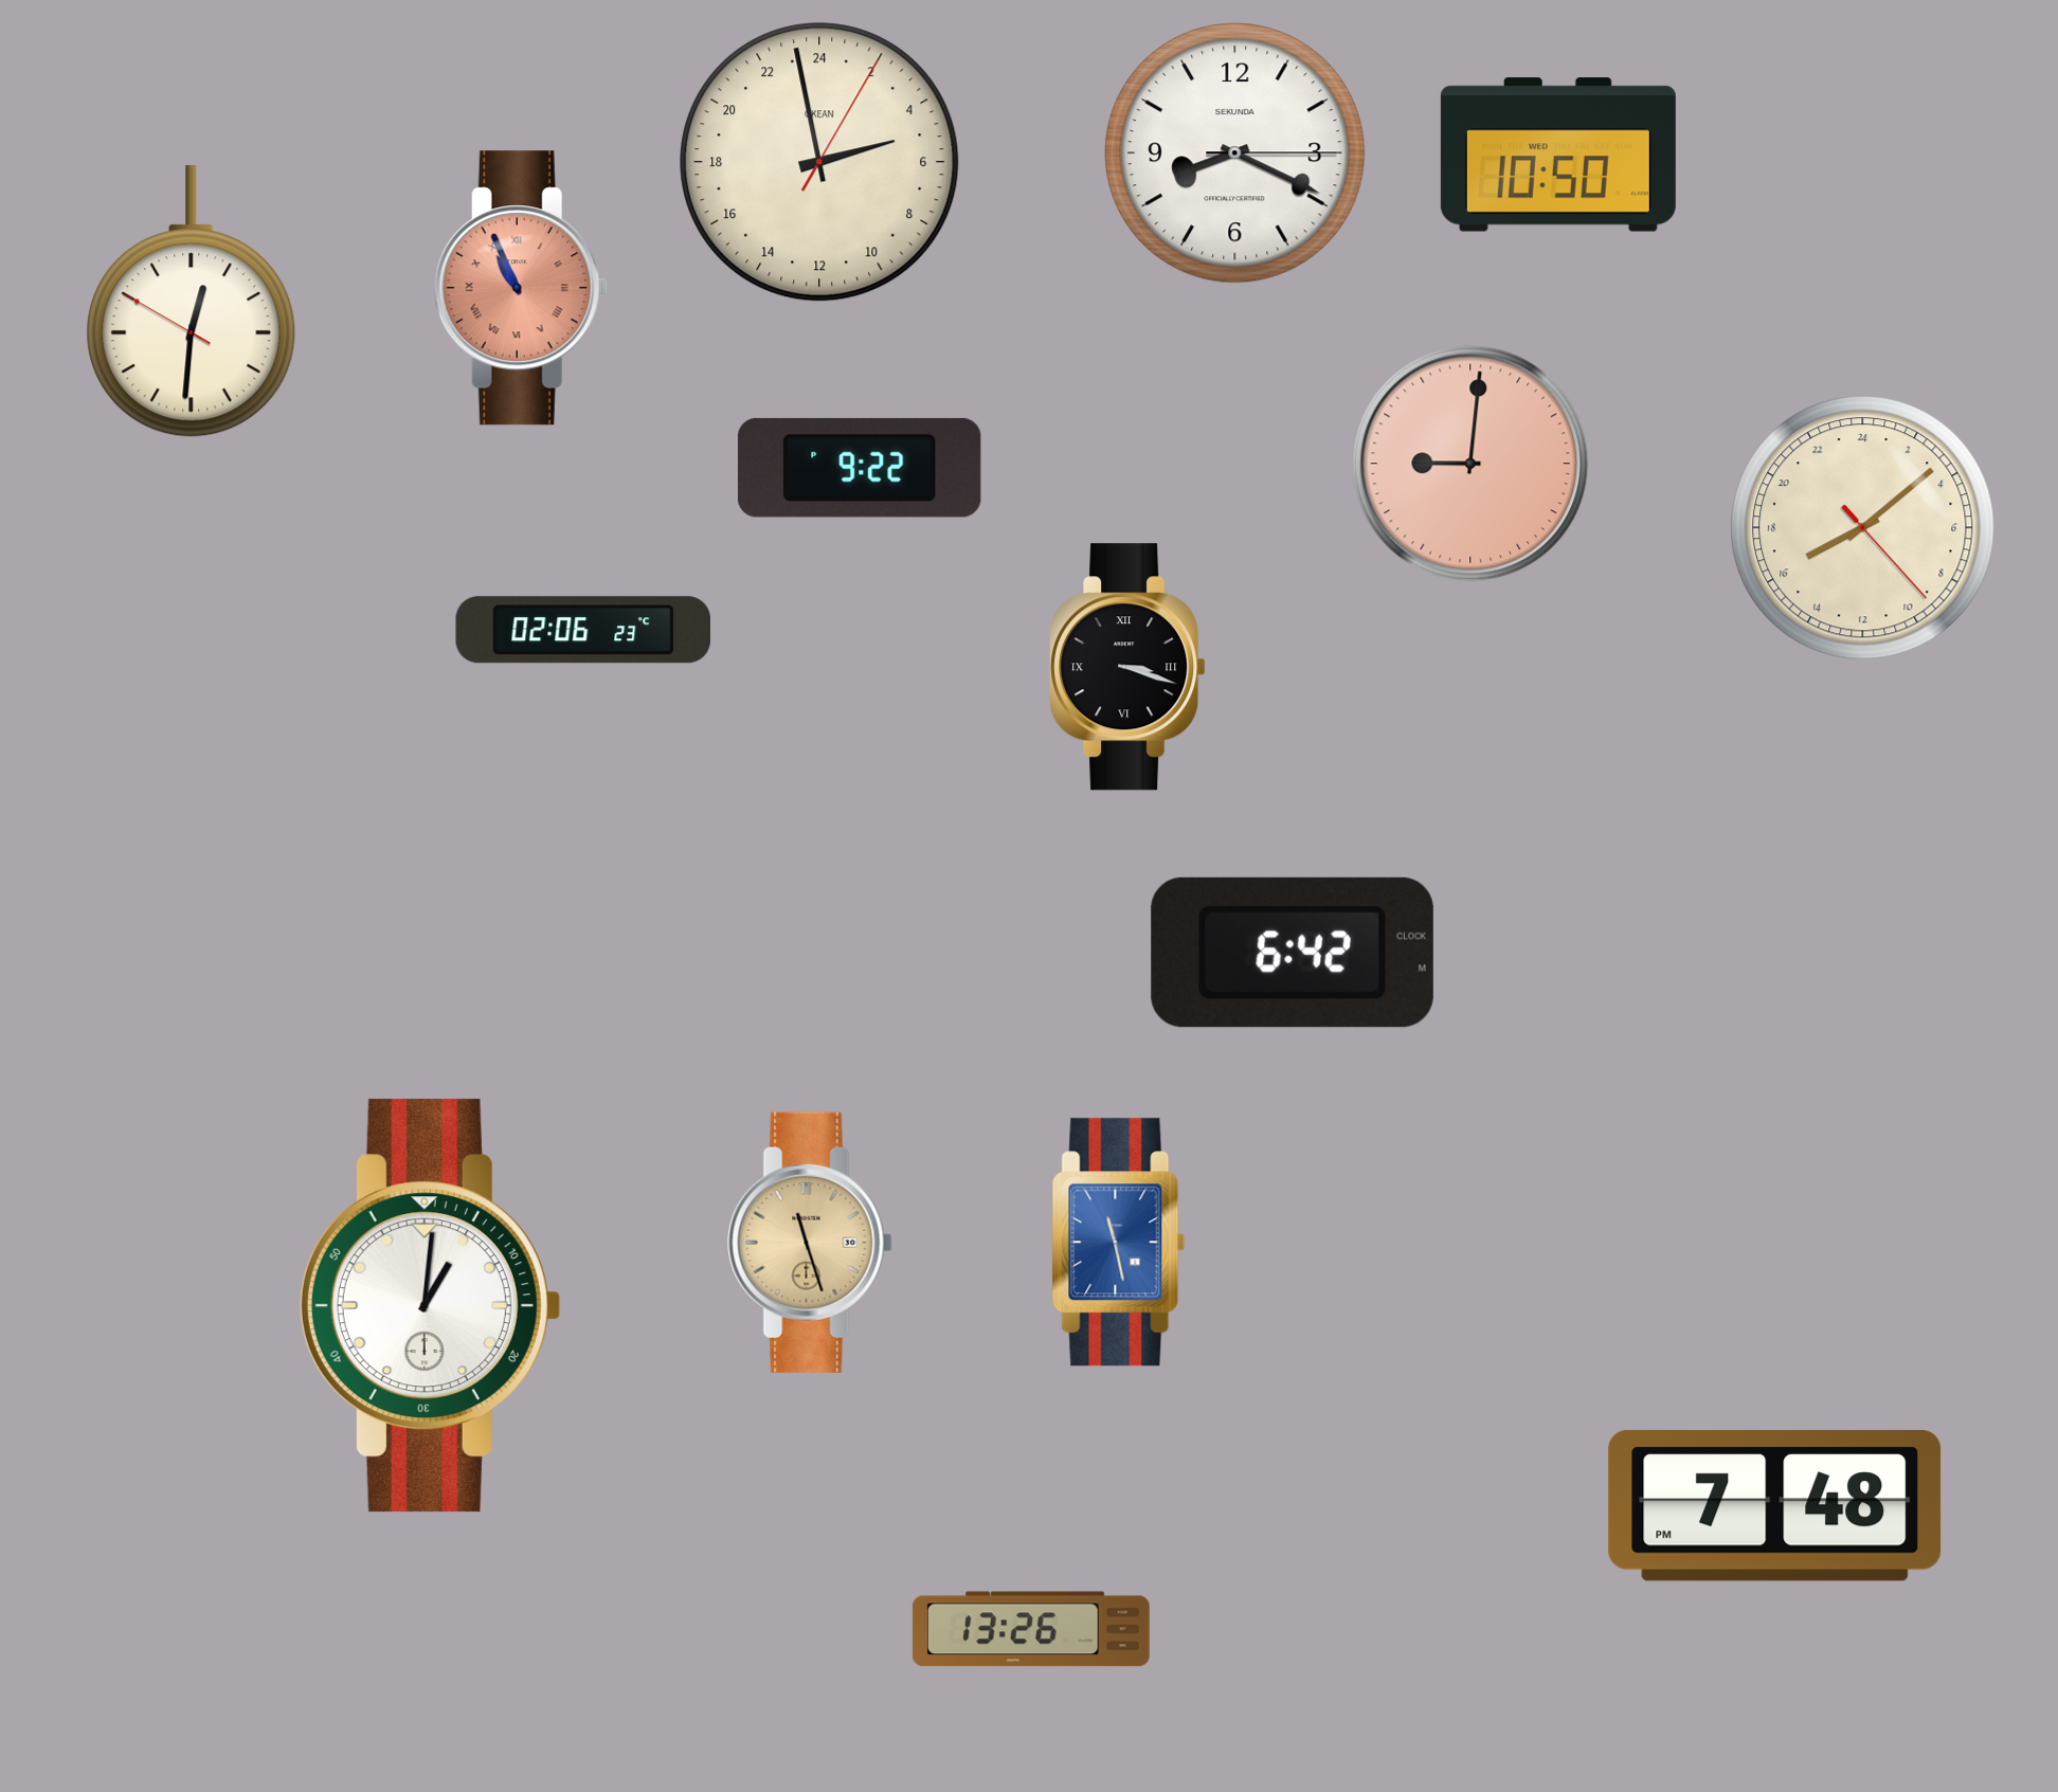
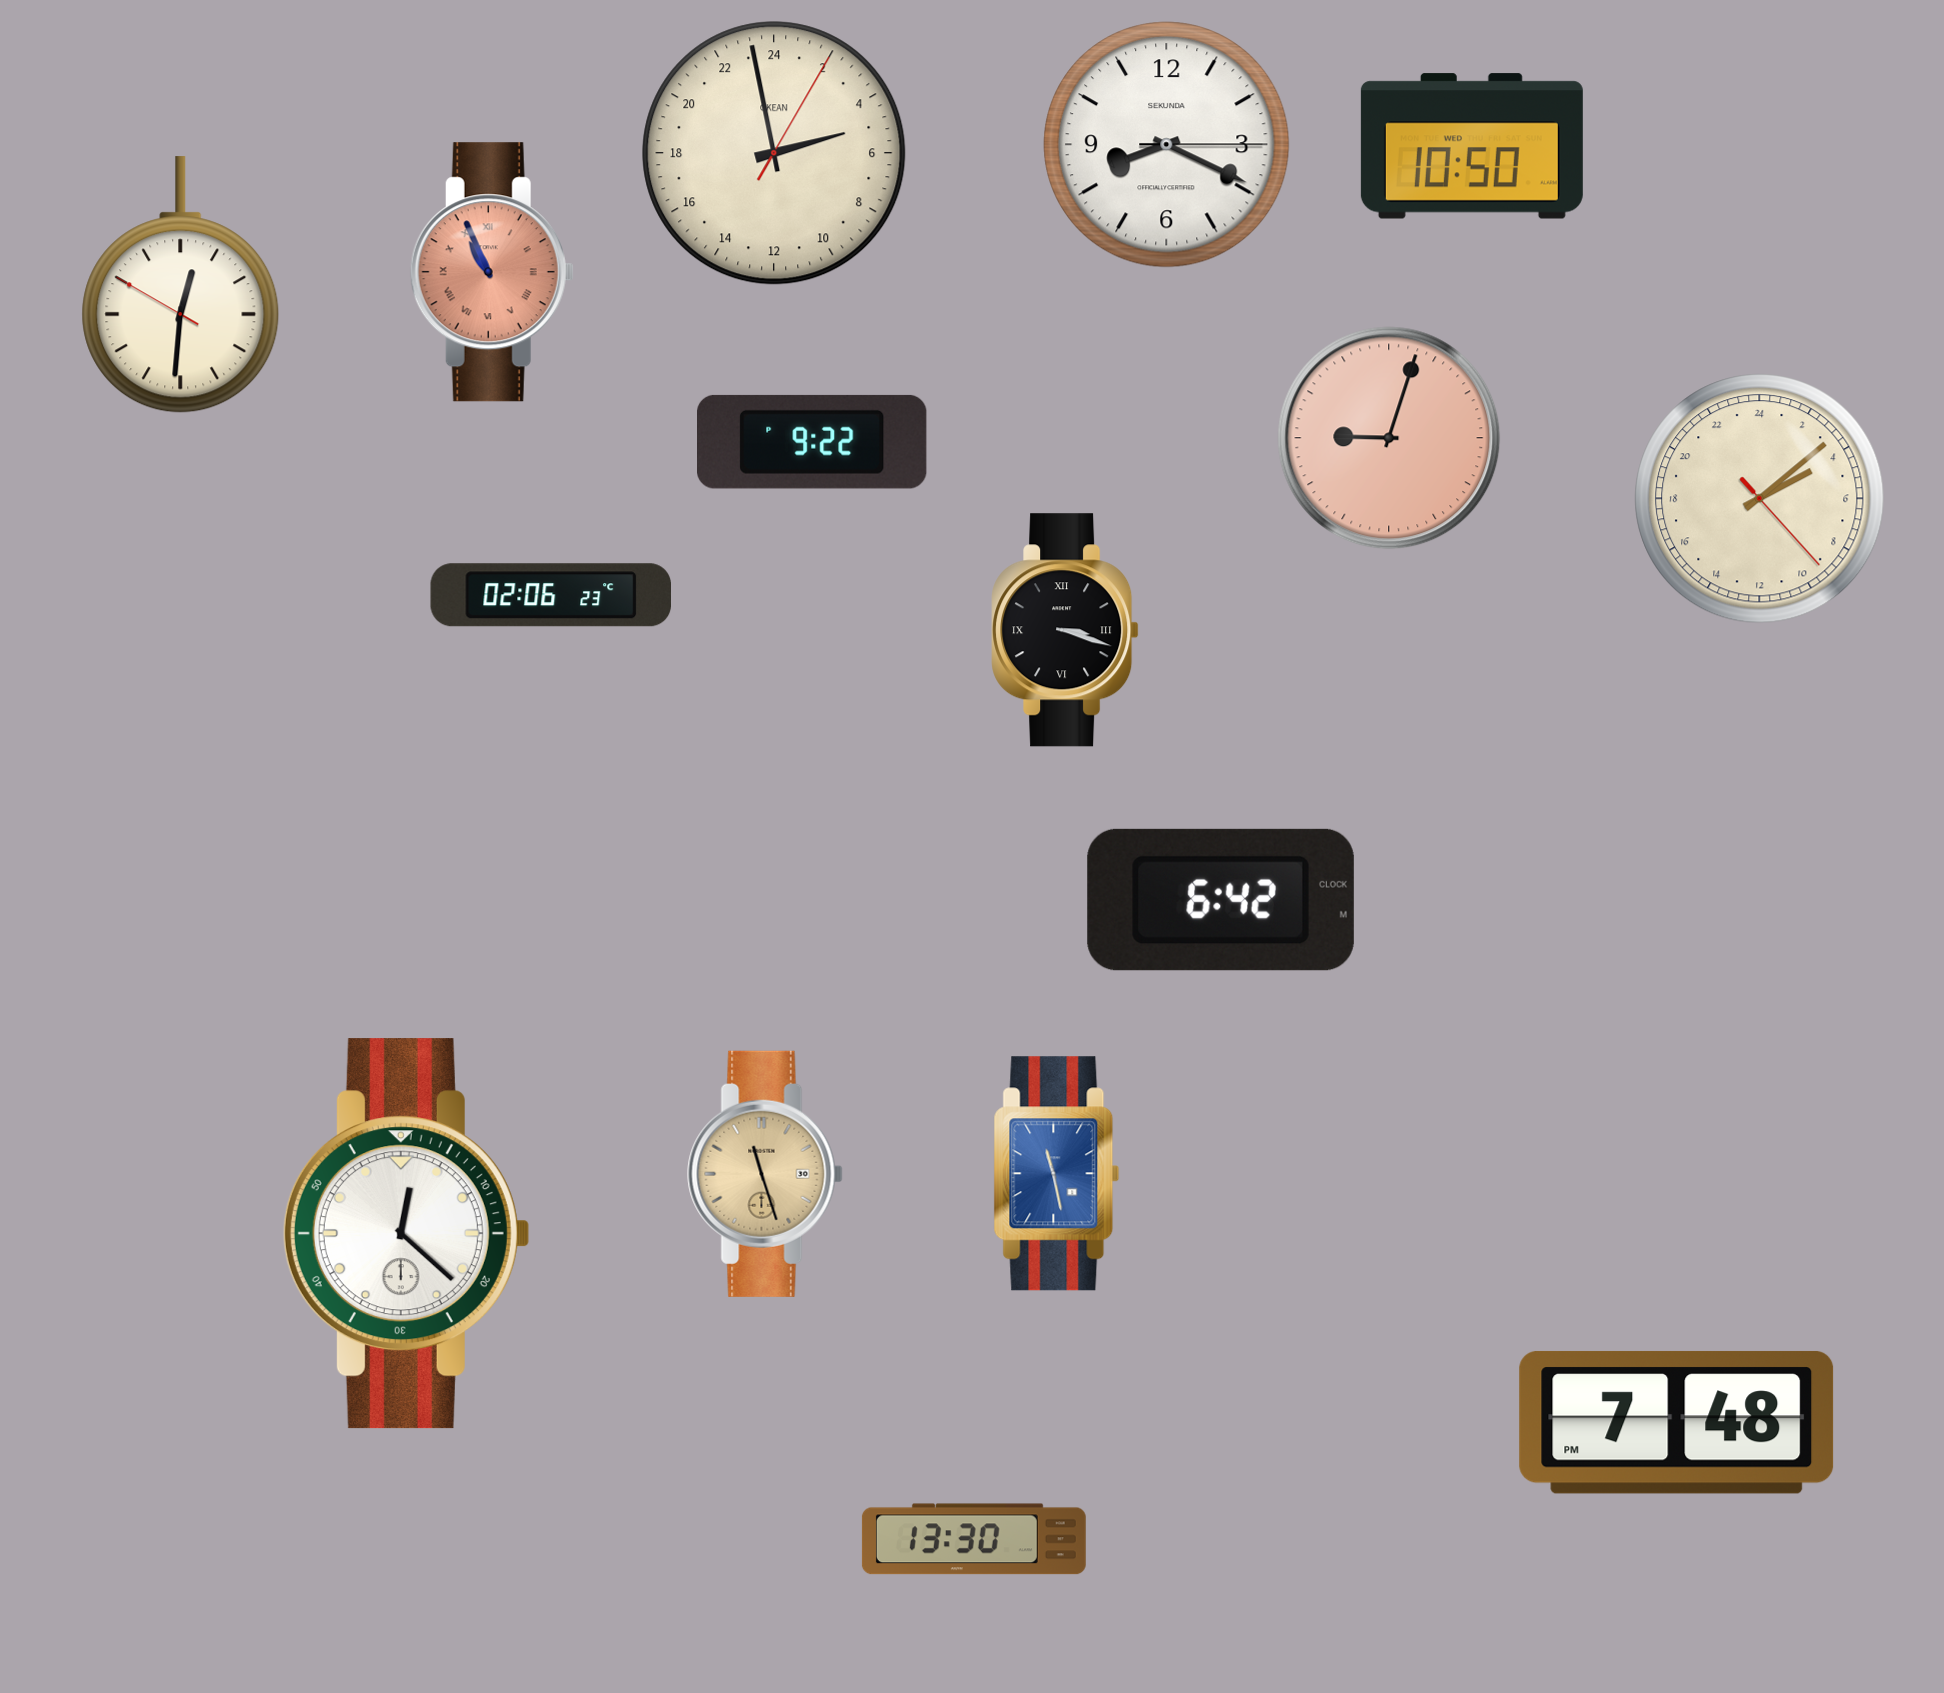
clock at (1470, 464): 9:01 -> 9:03
clock at (1863, 528): 16:08 -> 4:08
clock at (430, 1306): 1:01 -> 12:22
clock at (1031, 1629): 13:26 -> 13:30
